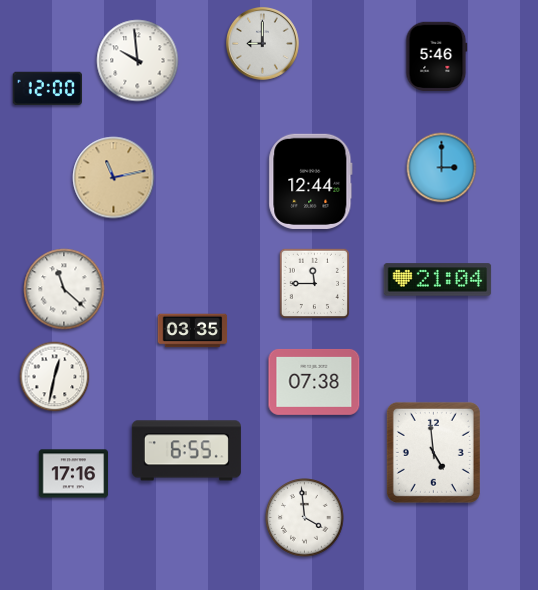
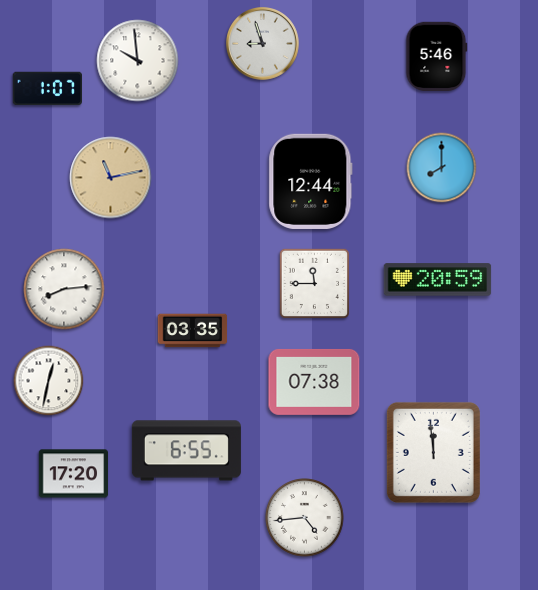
clock at (263, 44): 9:00 -> 8:57
clock at (47, 89): 12:00 -> 1:07
clock at (442, 168): 3:00 -> 8:00
clock at (114, 178) position: (114, 178) -> (111, 178)
clock at (438, 280): 21:04 -> 20:59
clock at (64, 289): 11:22 -> 8:14
clock at (55, 377) position: (55, 377) -> (49, 381)
clock at (433, 452): 4:59 -> 11:59
clock at (74, 474): 17:16 -> 17:20
clock at (305, 518): 3:59 -> 4:44
